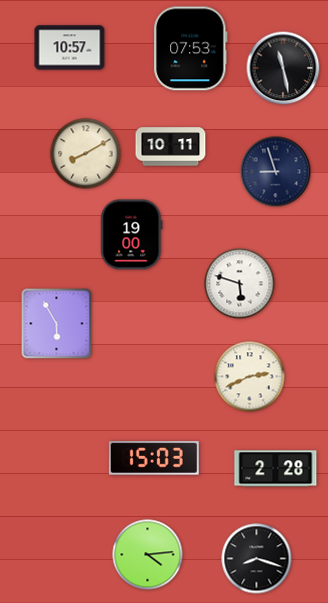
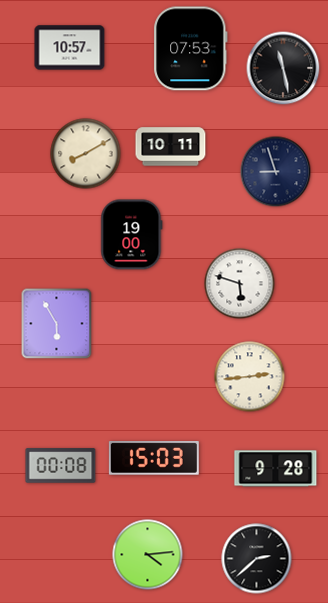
clock at (250, 377): 2:41 -> 2:44
clock at (61, 466): none -> 00:08
clock at (276, 469): 2:28 -> 9:28
clock at (257, 559): 8:18 -> 2:38
